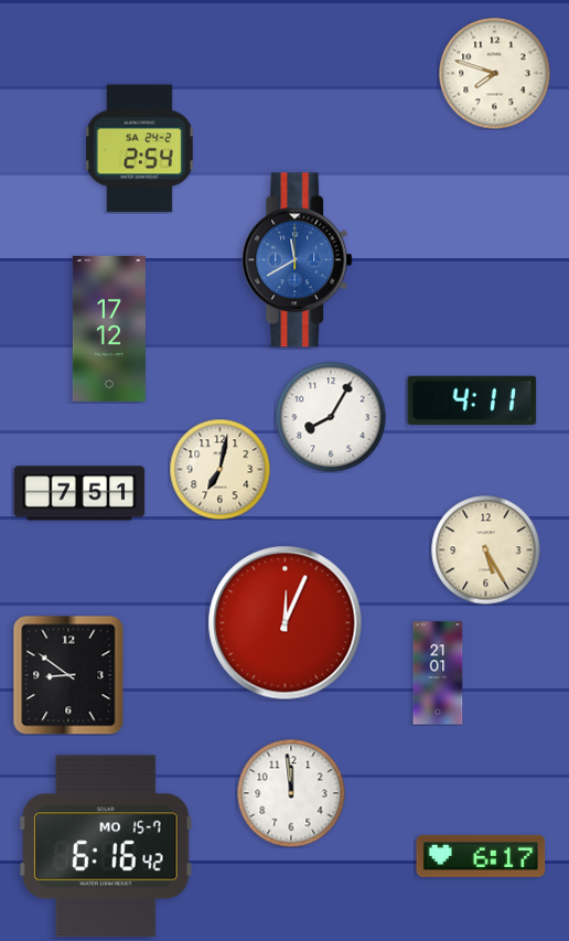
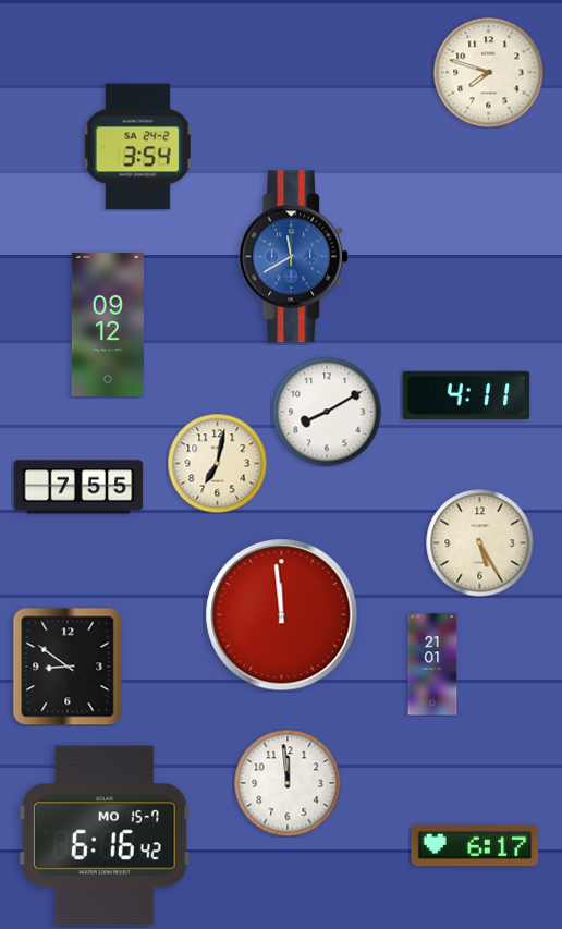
clock at (139, 149): 2:54 -> 3:54
clock at (109, 329): 17:12 -> 09:12
clock at (331, 417): 8:05 -> 8:10
clock at (79, 493): 7:51 -> 7:55
clock at (286, 623): 12:04 -> 11:59
